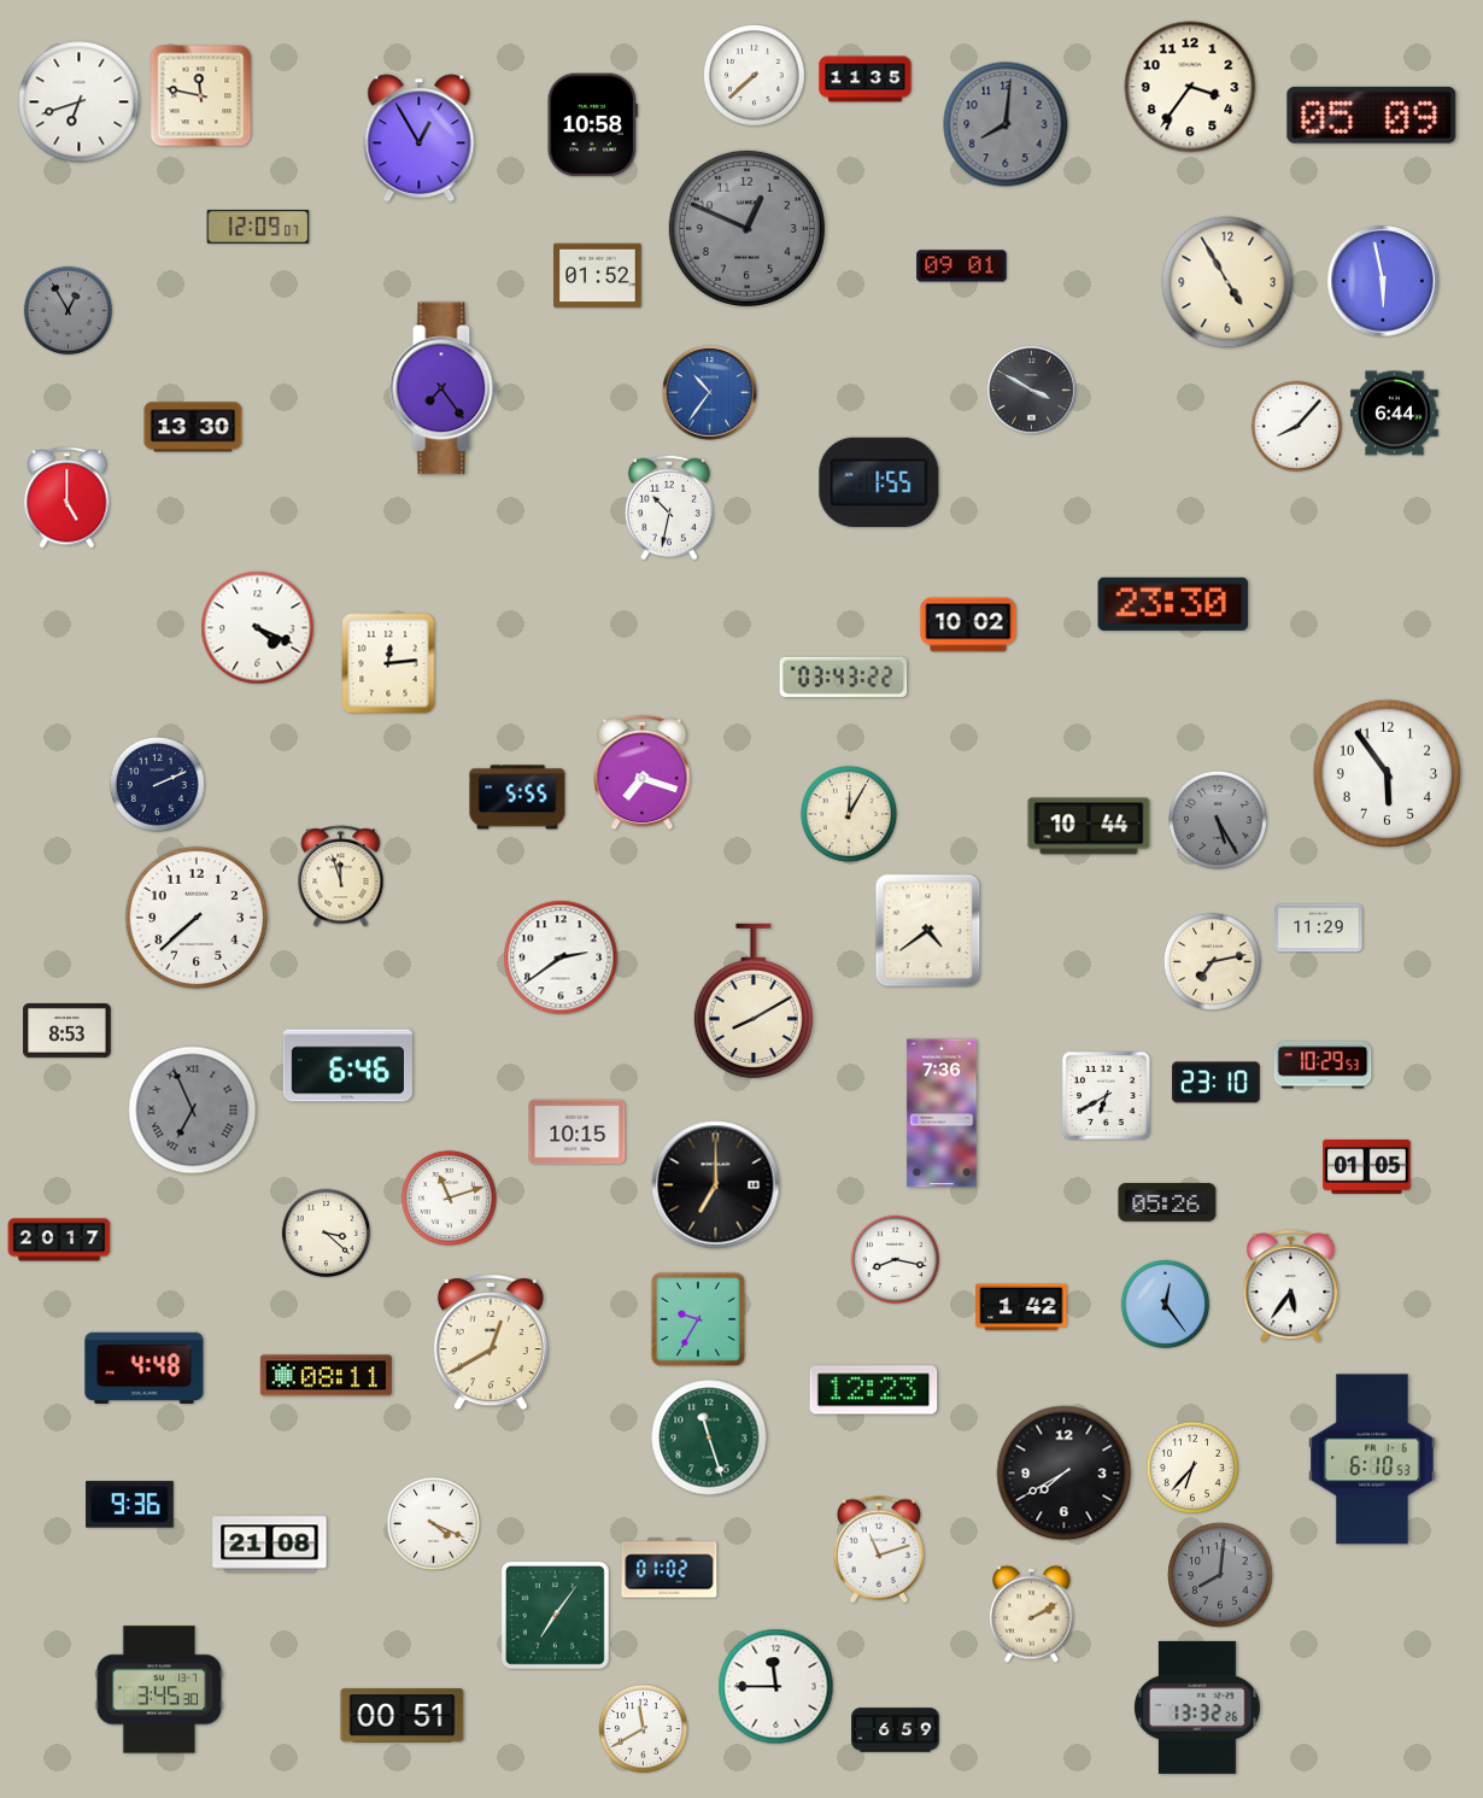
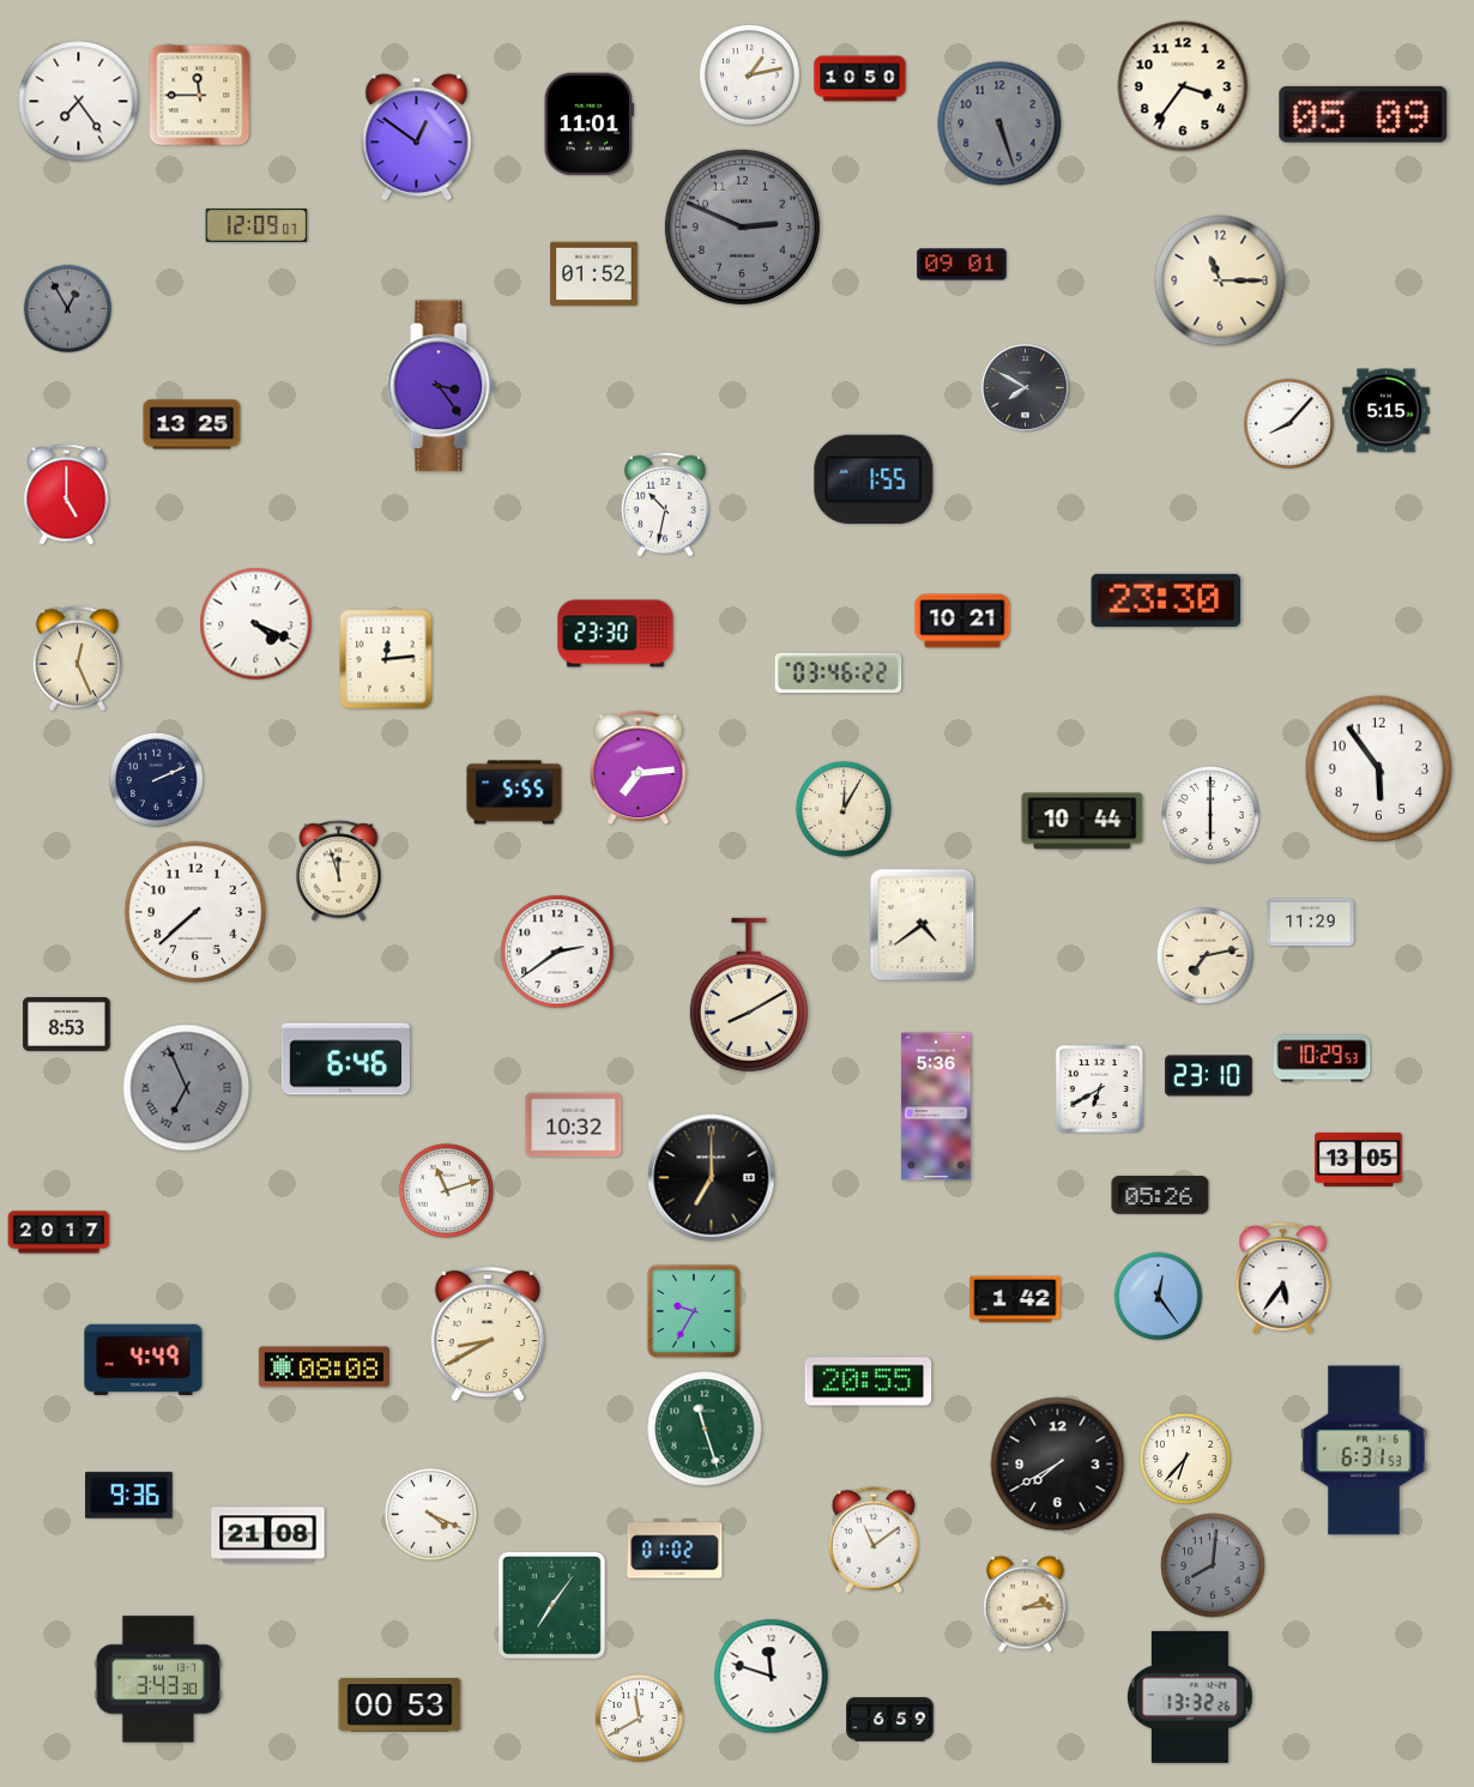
clock at (755, 76): 7:38 -> 1:13
clock at (866, 80): 11:35 -> 10:50
clock at (201, 96): 11:47 -> 11:45
clock at (80, 103): 6:42 -> 7:24
clock at (1006, 124): 8:01 -> 5:27
clock at (592, 125): 10:58 -> 11:01
clock at (420, 139): 12:55 -> 12:51
clock at (746, 228): 12:49 -> 2:49
clock at (962, 267) position: (962, 267) -> (962, 265)
clock at (1383, 281): 5:58 -> none
clock at (1227, 282): 4:55 -> 11:15
clock at (444, 388): 7:24 -> 3:24
clock at (1032, 391): 3:50 -> 7:50
clock at (710, 393): 10:36 -> none
clock at (1395, 414): 6:44 -> 5:15
clock at (193, 427): 13:30 -> 13:25
clock at (968, 625): 10:02 -> 10:21
clock at (616, 634): none -> 23:30
clock at (77, 659): none -> 12:26
clock at (844, 677): 03:43 -> 03:46
clock at (643, 773): 7:18 -> 7:14
clock at (1218, 820): 5:25 -> 6:00
clock at (1218, 820) dial: grey -> white
clock at (1323, 1065) position: (1323, 1065) -> (1322, 1058)
clock at (193, 1111) position: (193, 1111) -> (187, 1088)
clock at (942, 1113): 7:36 -> 5:36
clock at (578, 1132): 10:15 -> 10:32
clock at (1367, 1166): 01:05 -> 13:05
clock at (327, 1234): 3:22 -> none
clock at (896, 1260): 8:17 -> none
clock at (491, 1342): 12:40 -> 8:40
clock at (145, 1367): 4:48 -> 4:49
clock at (326, 1376): 08:11 -> 08:08
clock at (874, 1390): 12:23 -> 20:55
clock at (1372, 1459): 6:10 -> 6:31
clock at (879, 1550): 11:12 -> 11:09
clock at (669, 1568) position: (669, 1568) -> (675, 1548)
clock at (1032, 1613): 2:10 -> 2:14
clock at (776, 1687): 11:45 -> 11:48
clock at (159, 1689): 3:45 -> 3:43
clock at (403, 1716): 00:51 -> 00:53
